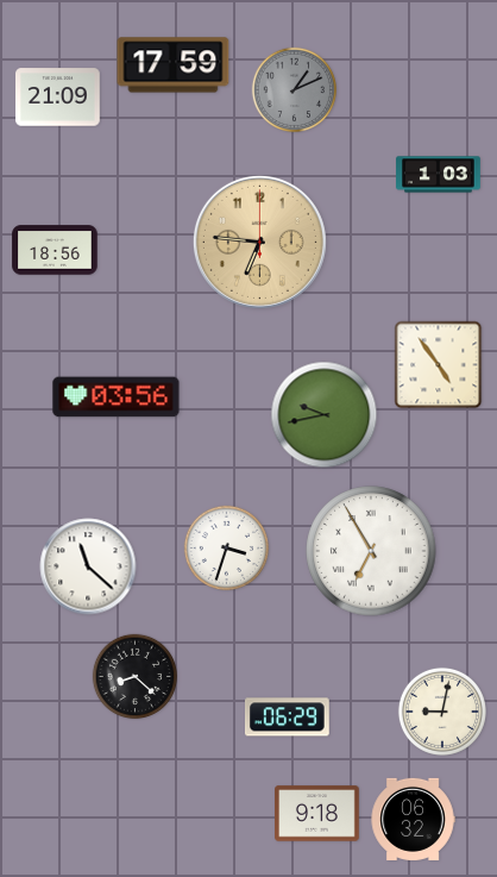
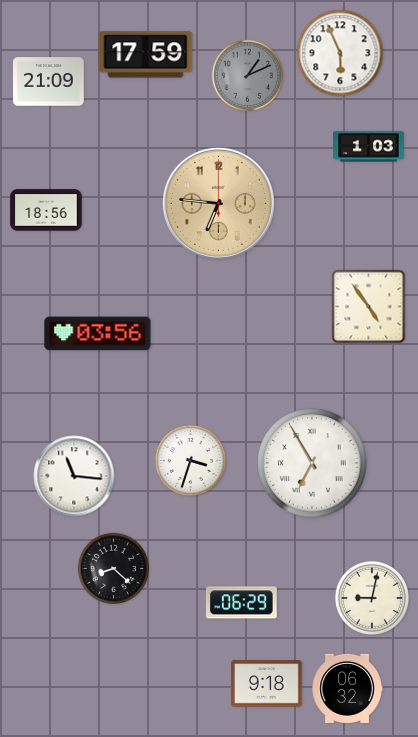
clock at (340, 53): none -> 5:56
clock at (325, 415): 9:43 -> none
clock at (88, 566): 11:22 -> 11:16
